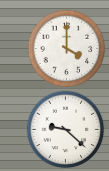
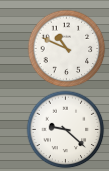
clock at (66, 48): 4:00 -> 10:49
